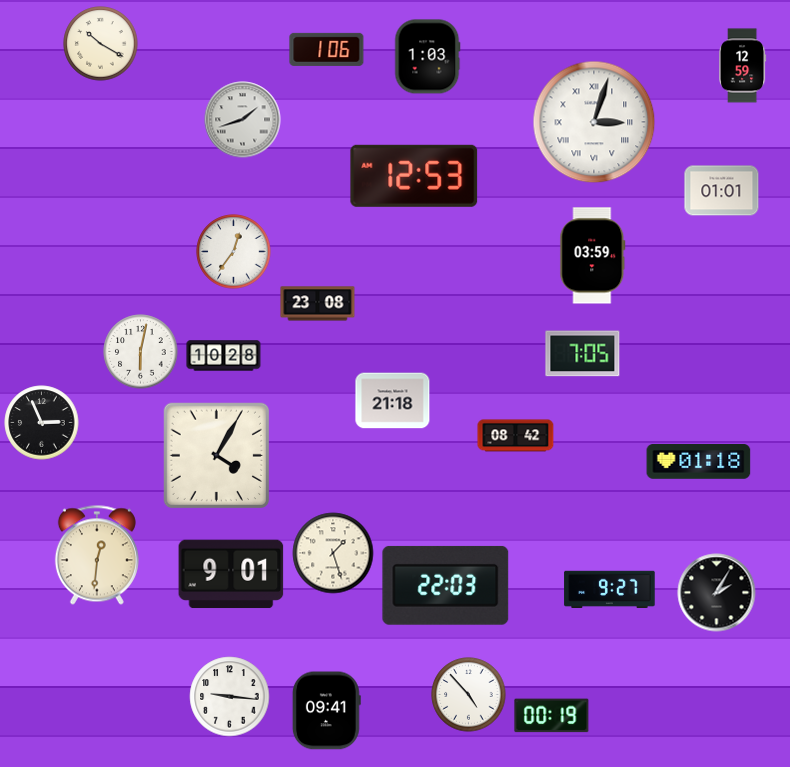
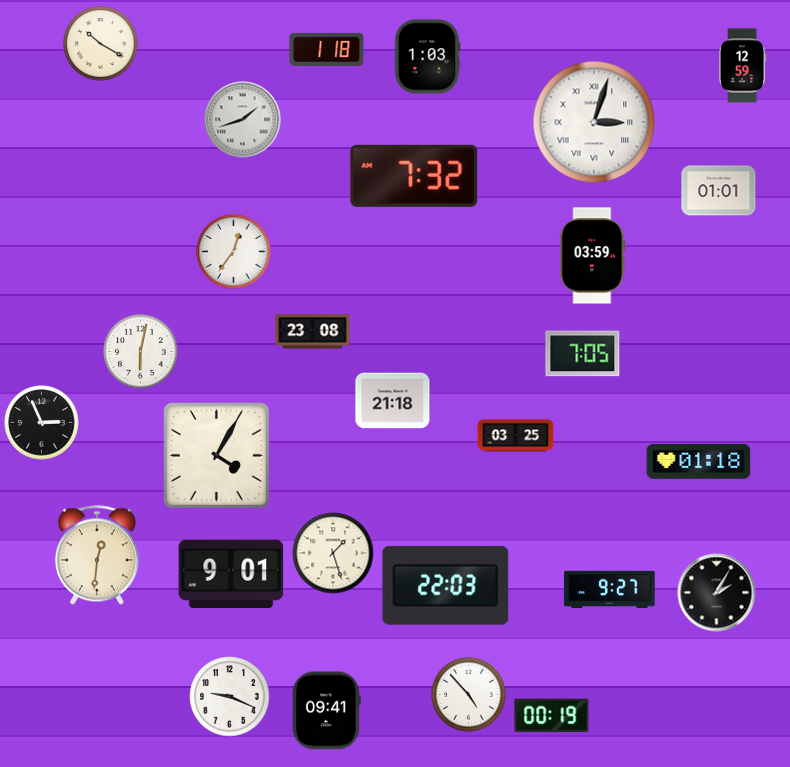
clock at (327, 49): 1:06 -> 1:18
clock at (414, 176): 12:53 -> 7:32
clock at (722, 191) position: (722, 191) -> (719, 191)
clock at (318, 304) position: (318, 304) -> (313, 332)
clock at (224, 356): 10:28 -> none
clock at (516, 436): 08:42 -> 03:25
clock at (230, 697): 9:16 -> 9:19
